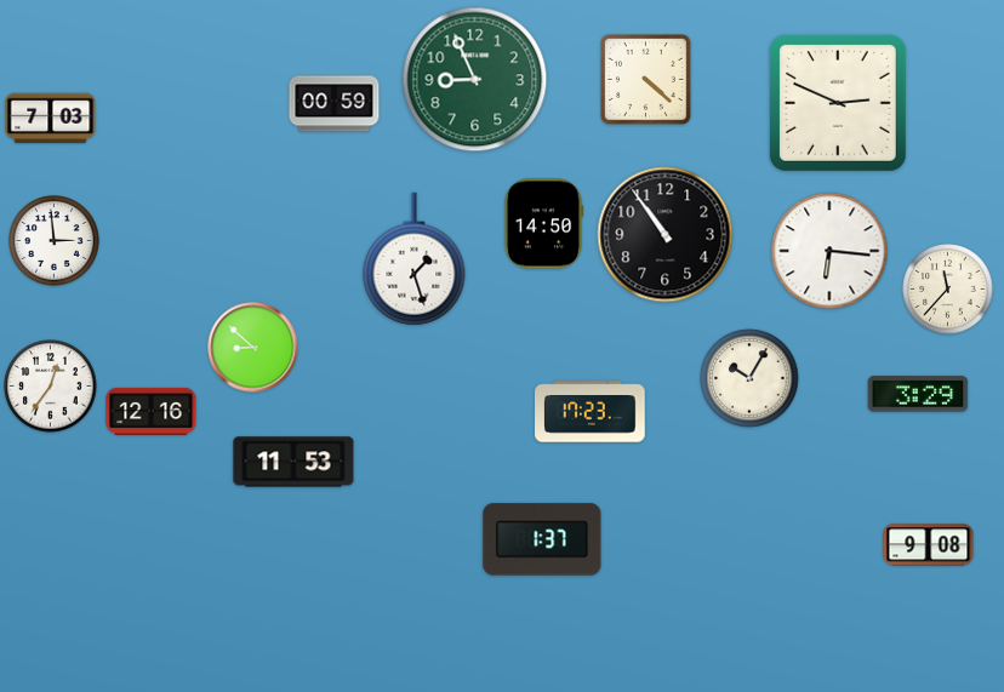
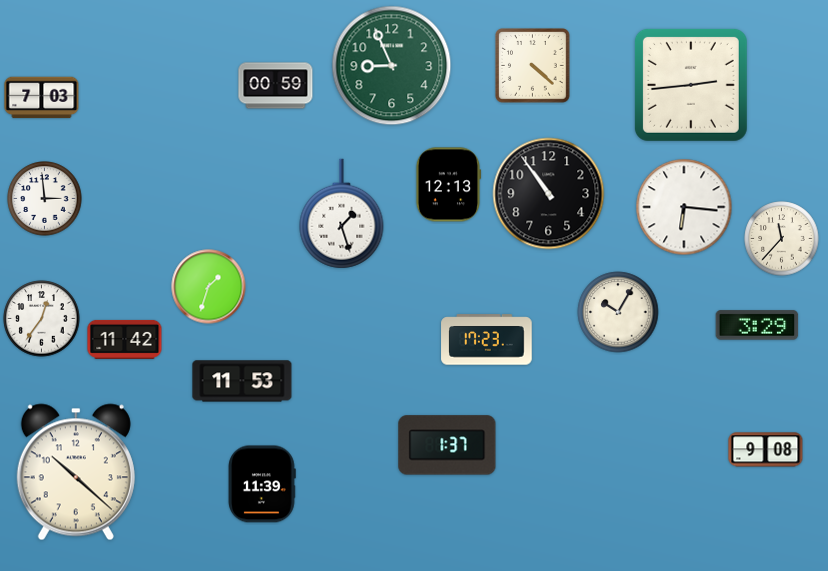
clock at (838, 103): 2:49 -> 2:44
clock at (543, 224): 14:50 -> 12:13
clock at (253, 348): 8:52 -> 1:33
clock at (152, 411): 12:16 -> 11:42
clock at (76, 472): none -> 10:22
clock at (262, 484): none -> 11:39
